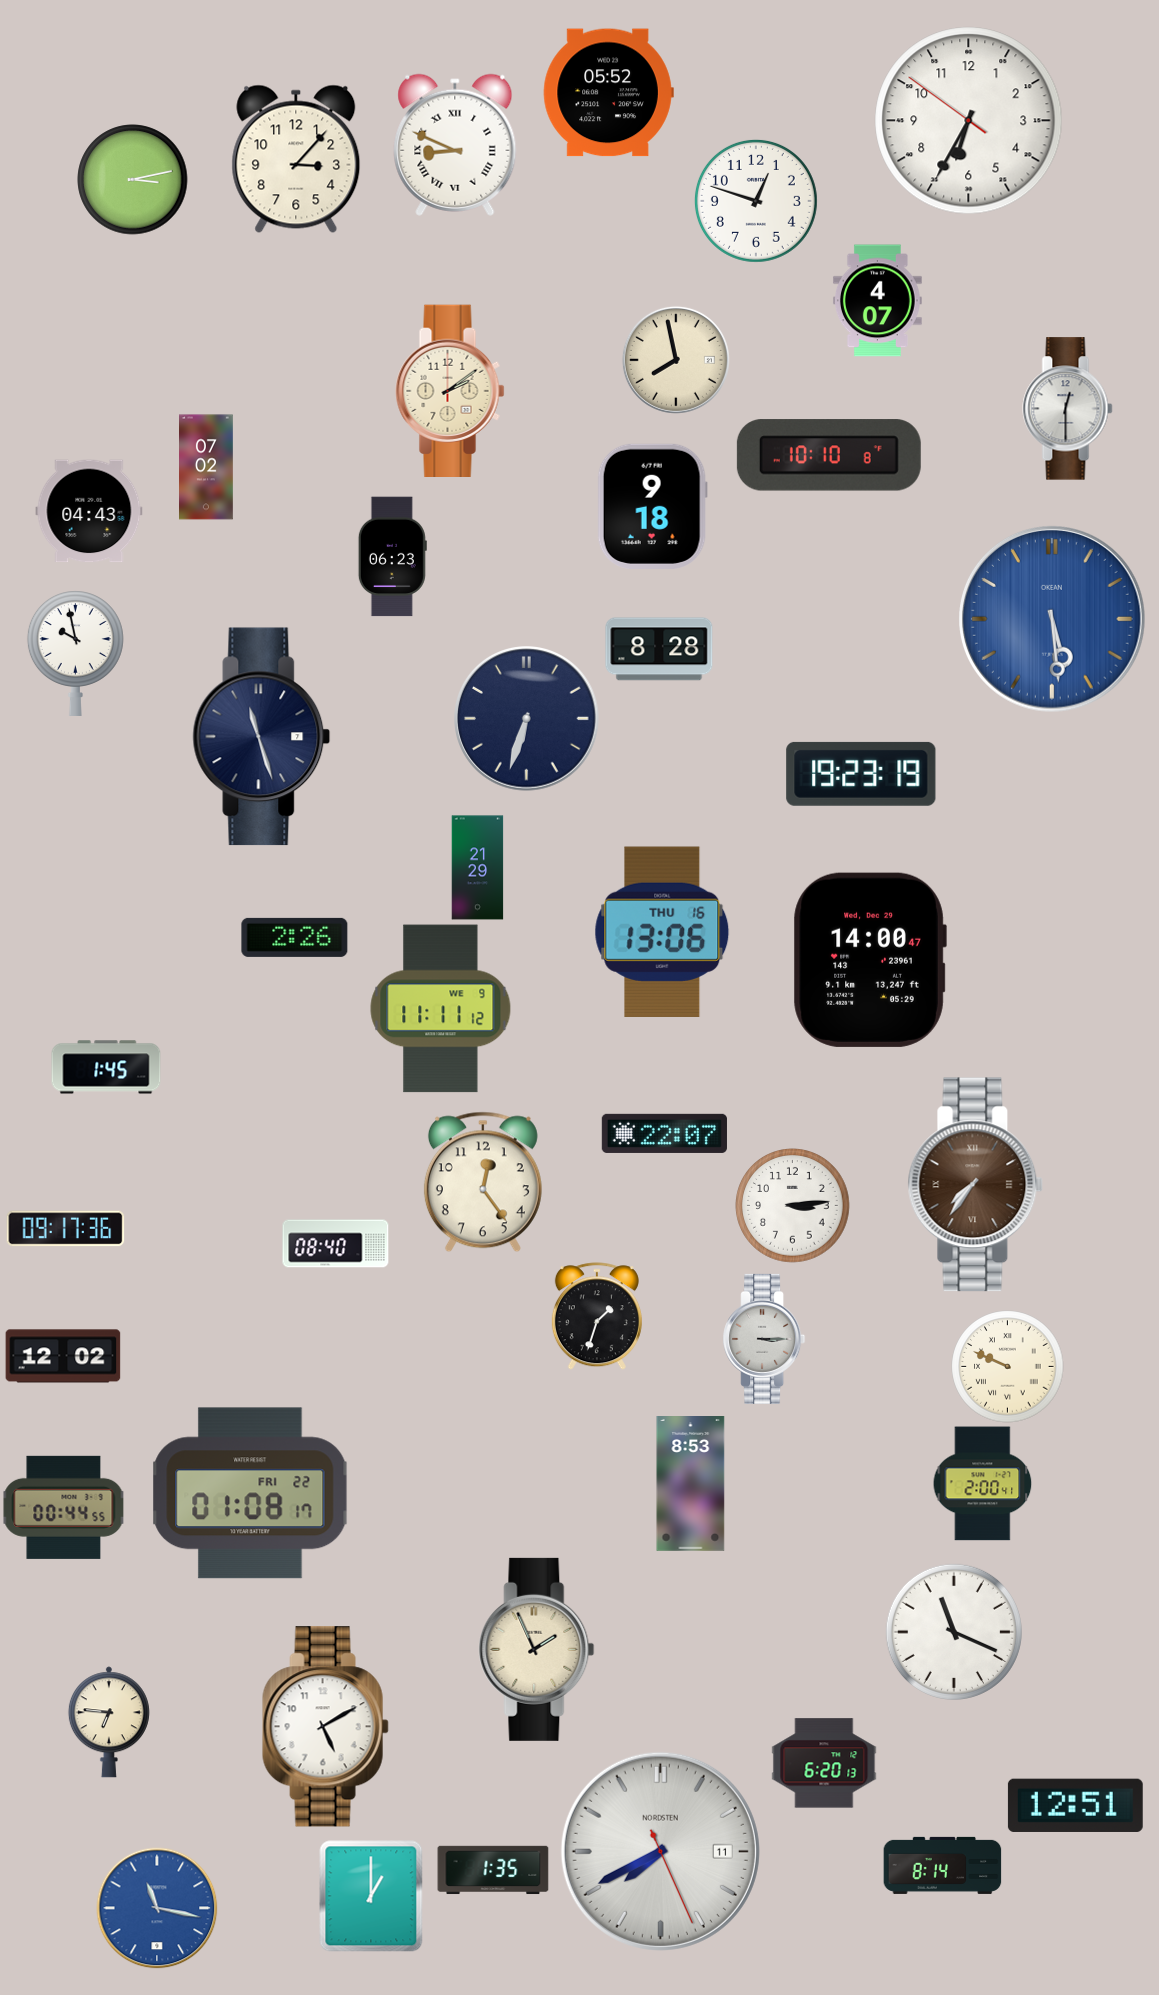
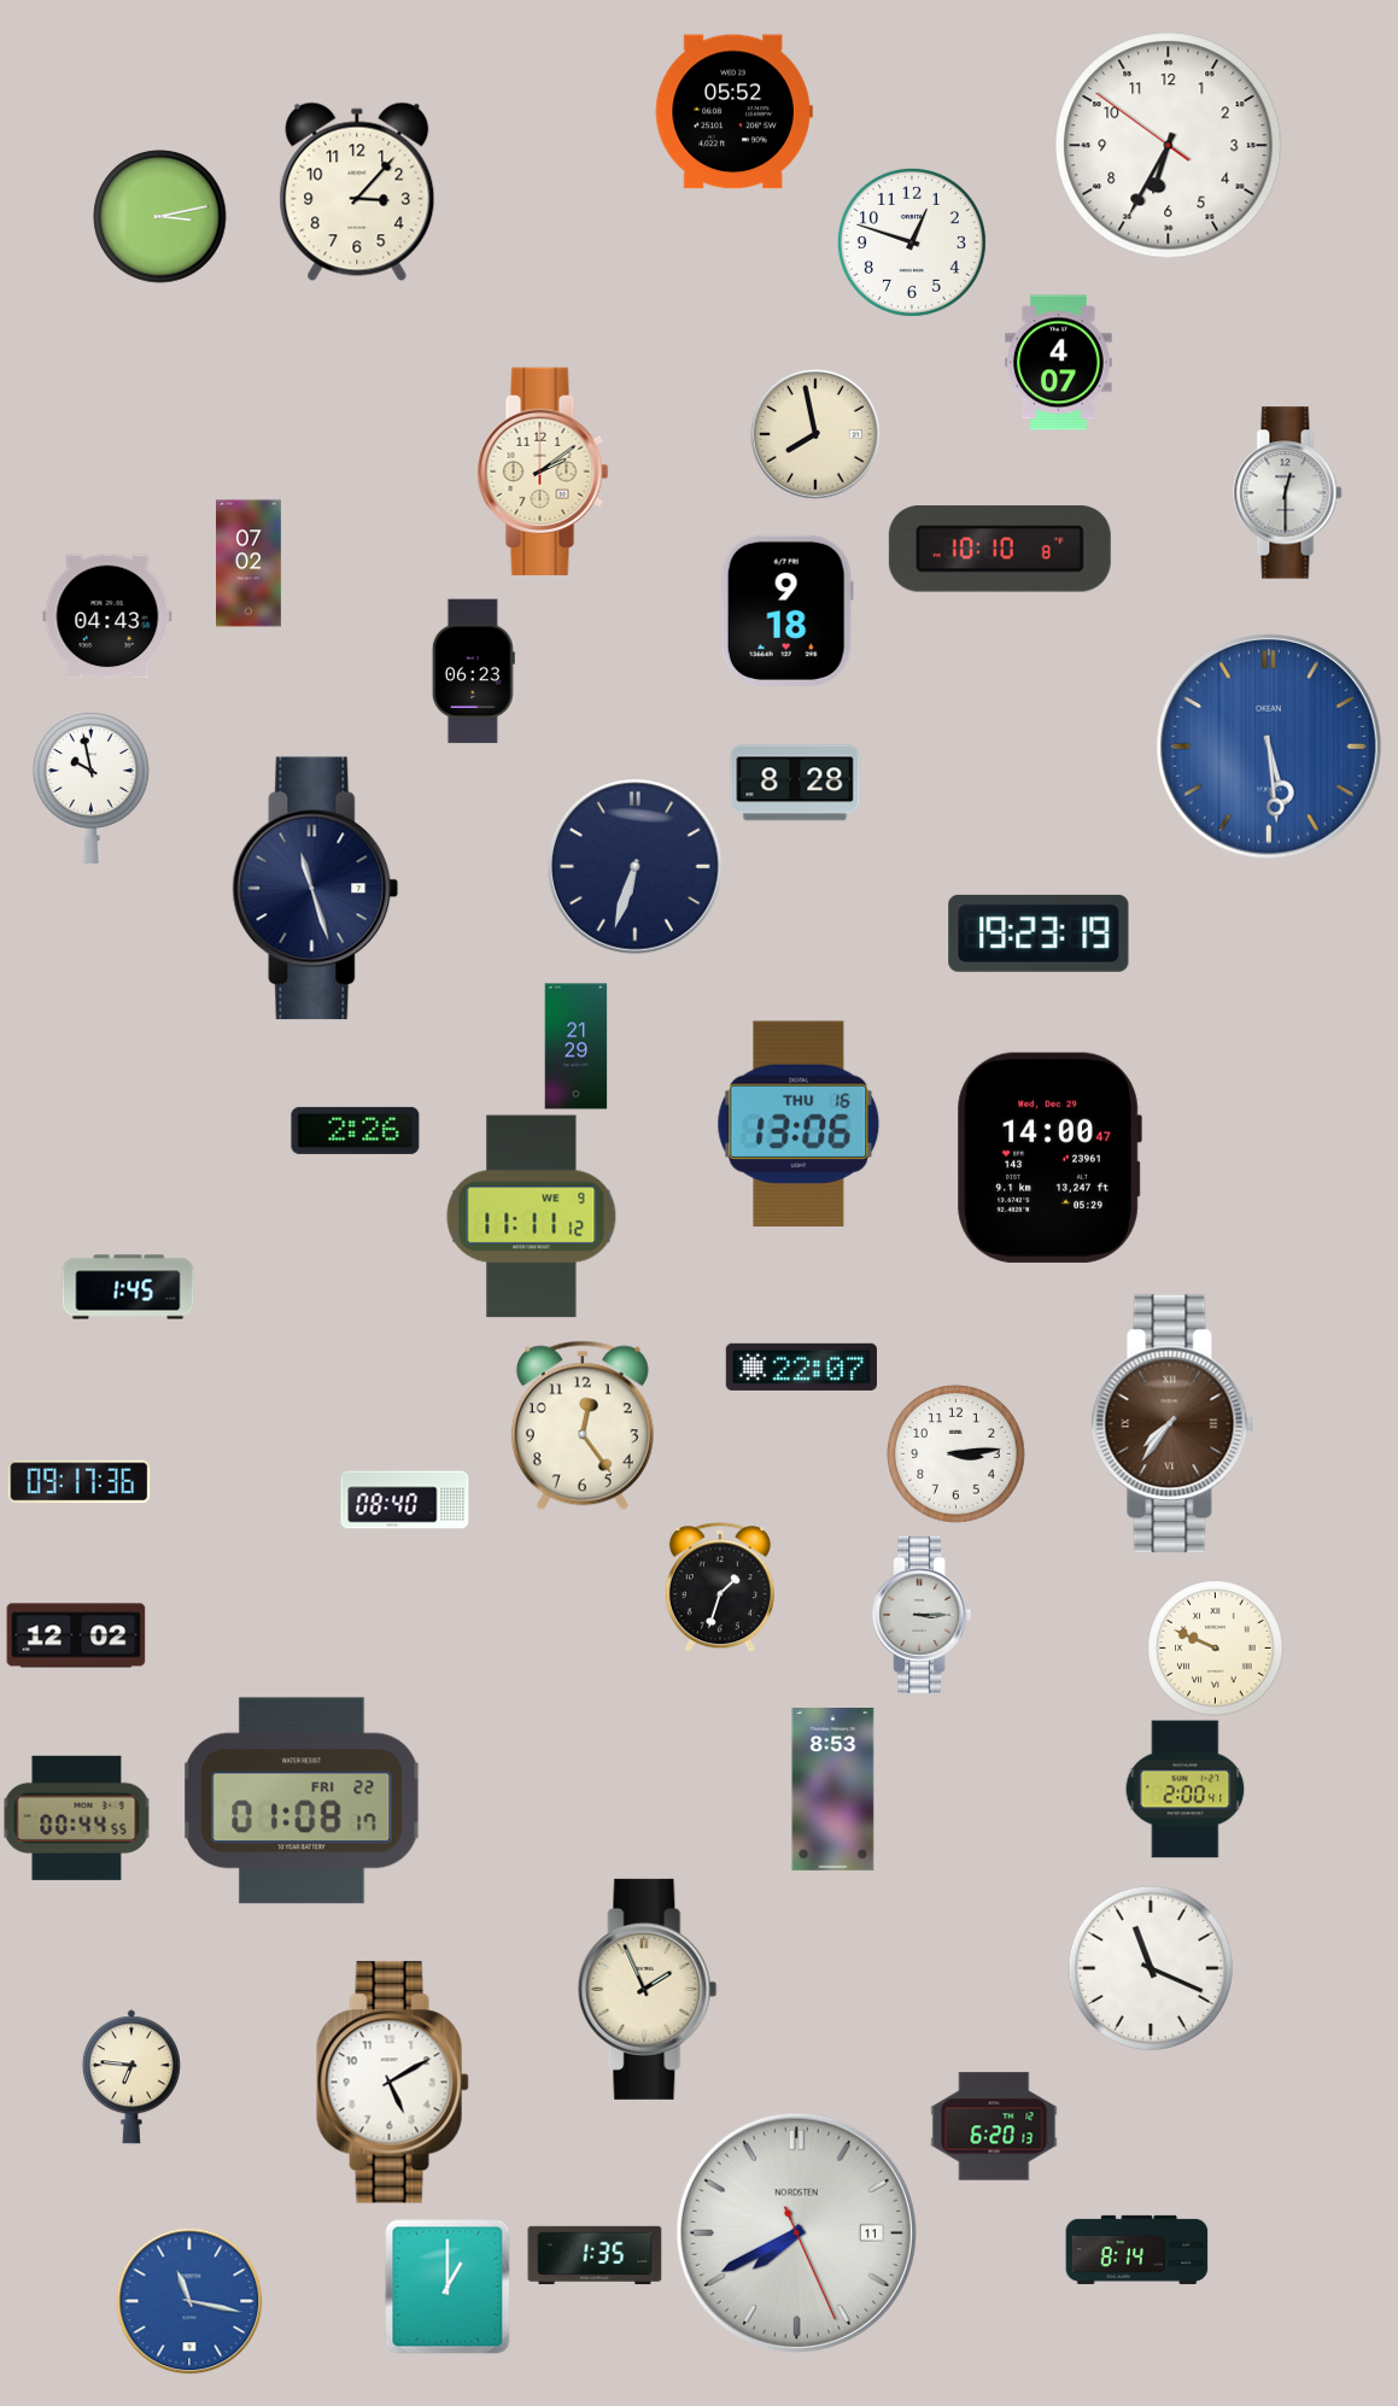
clock at (455, 145): 8:49 -> none
clock at (976, 1185) position: (976, 1185) -> (1174, 1424)
clock at (1075, 1805): 12:51 -> none
